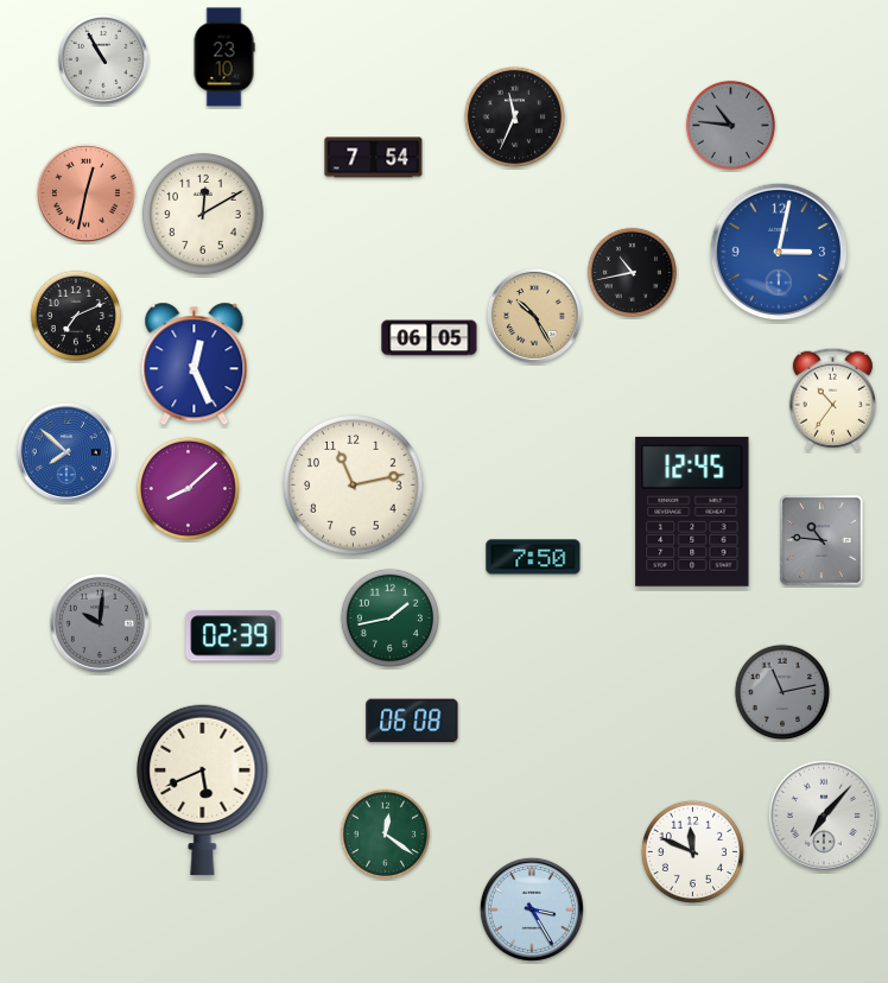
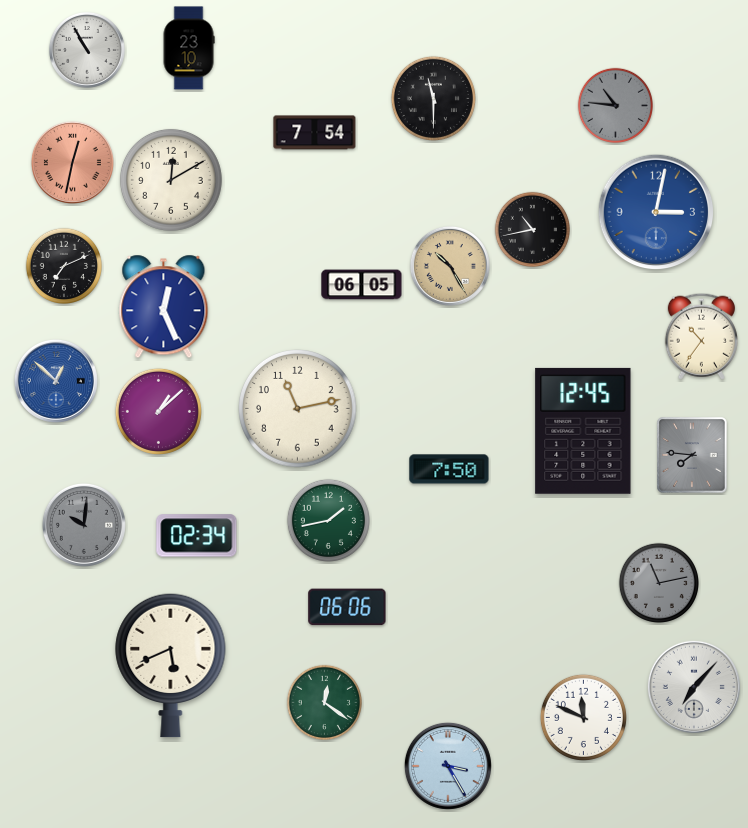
clock at (514, 116): 11:34 -> 11:30
clock at (66, 452): 7:52 -> 12:52
clock at (188, 488): 8:08 -> 1:08
clock at (822, 540): 10:46 -> 7:46
clock at (234, 636): 02:39 -> 02:34
clock at (412, 721): 06:08 -> 06:06
